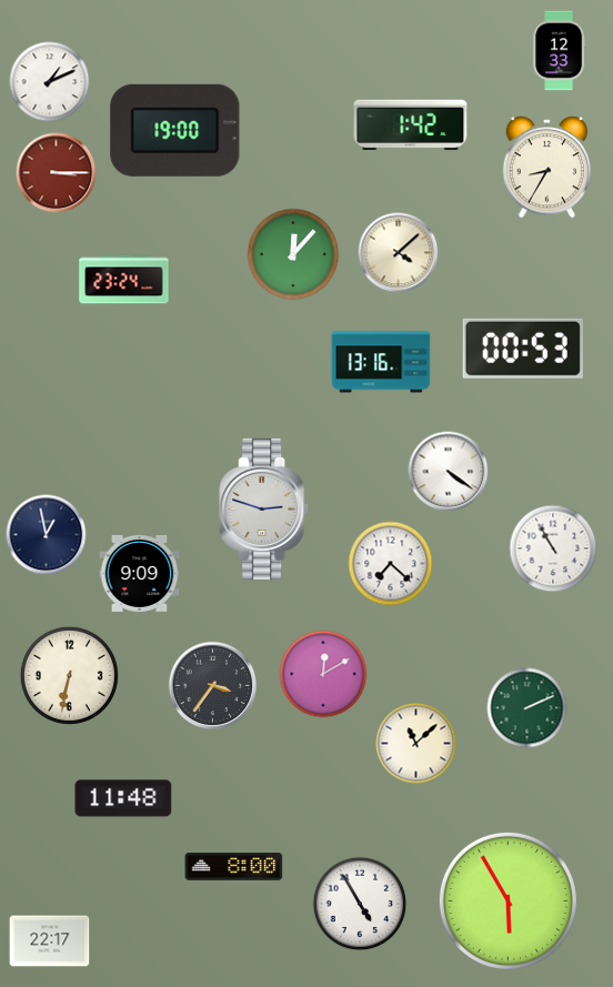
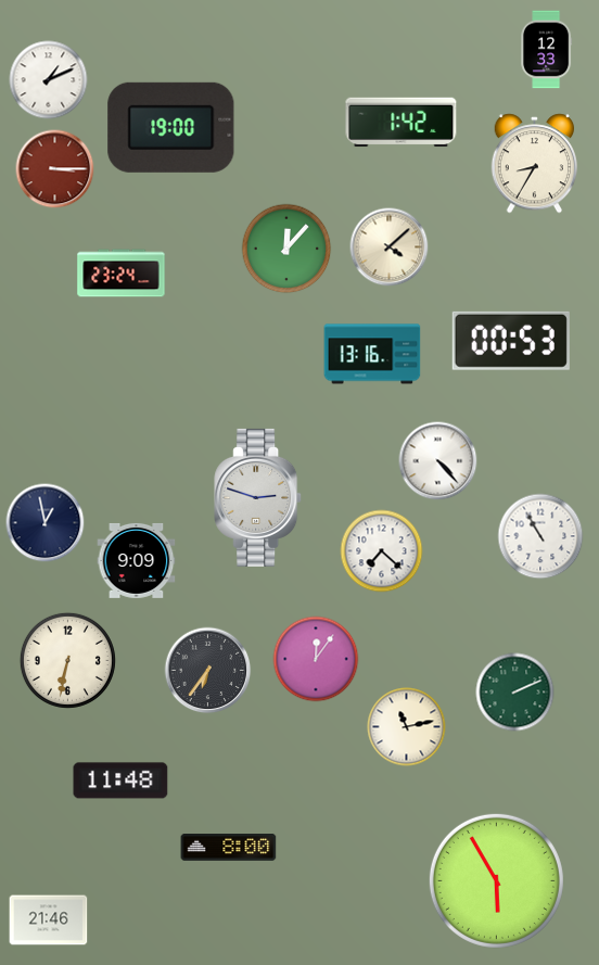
clock at (449, 472): 4:21 -> 4:23
clock at (323, 674): 12:10 -> 12:06
clock at (213, 686): 3:36 -> 6:36
clock at (416, 744): 11:08 -> 11:13
clock at (360, 904): 4:55 -> none
clock at (50, 941): 22:17 -> 21:46
